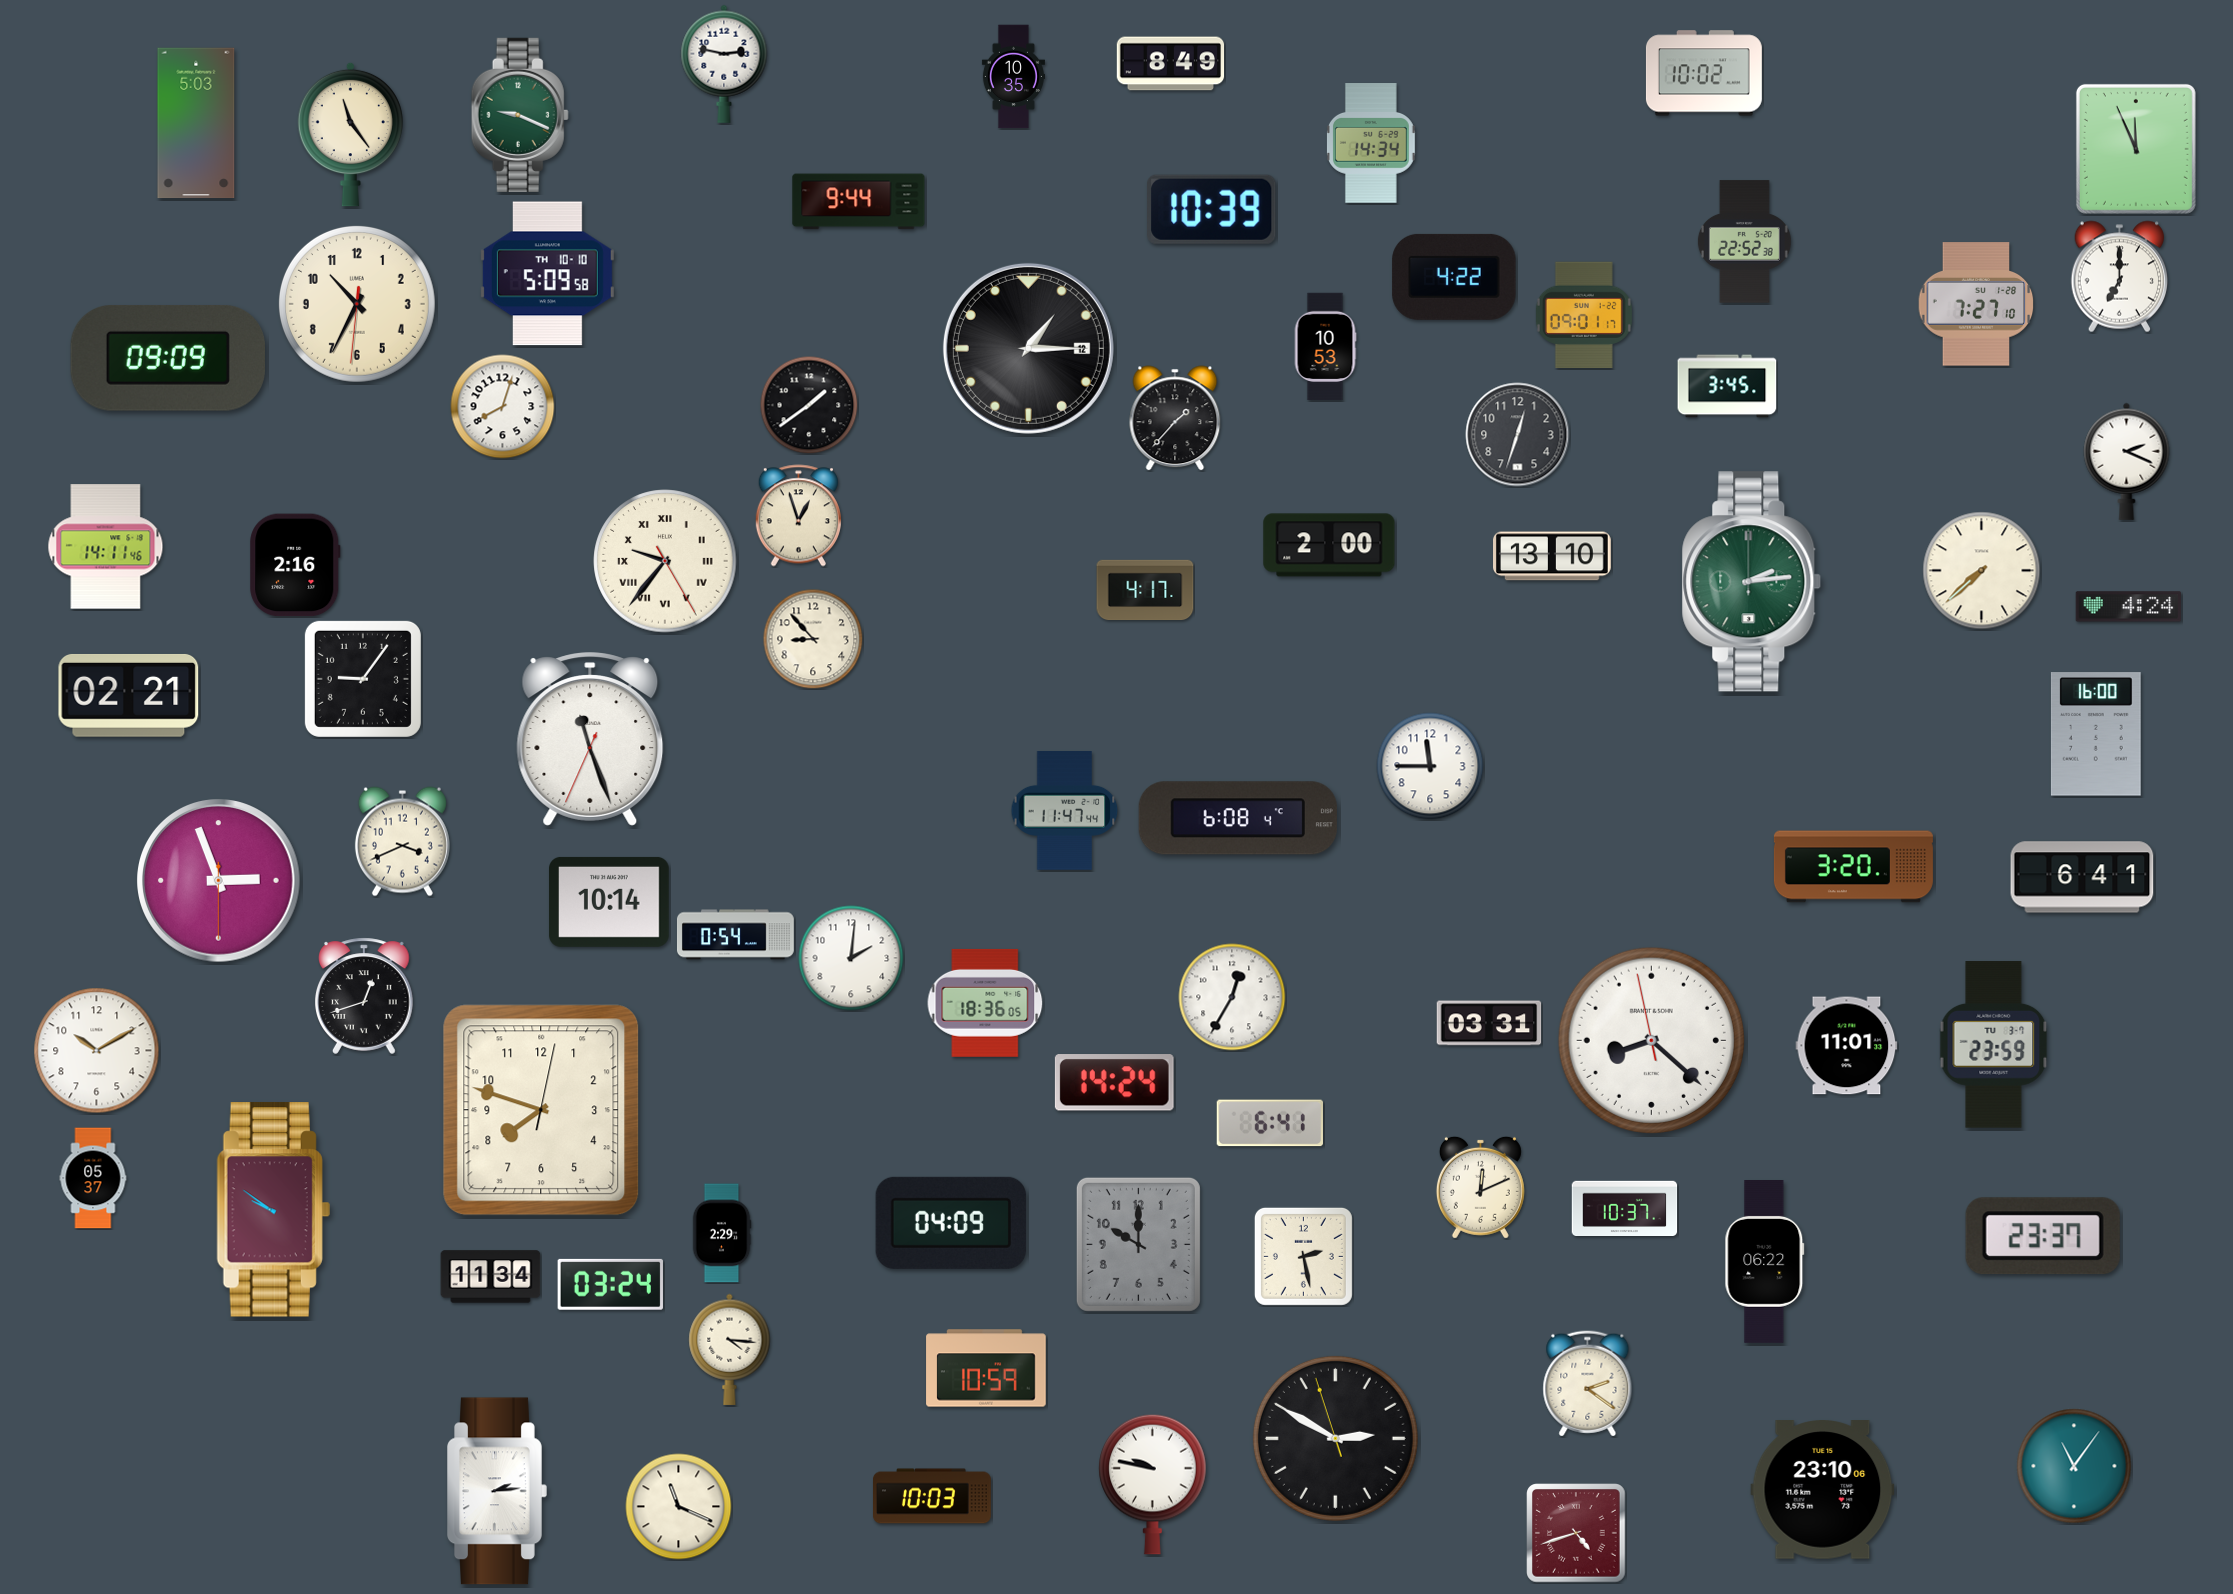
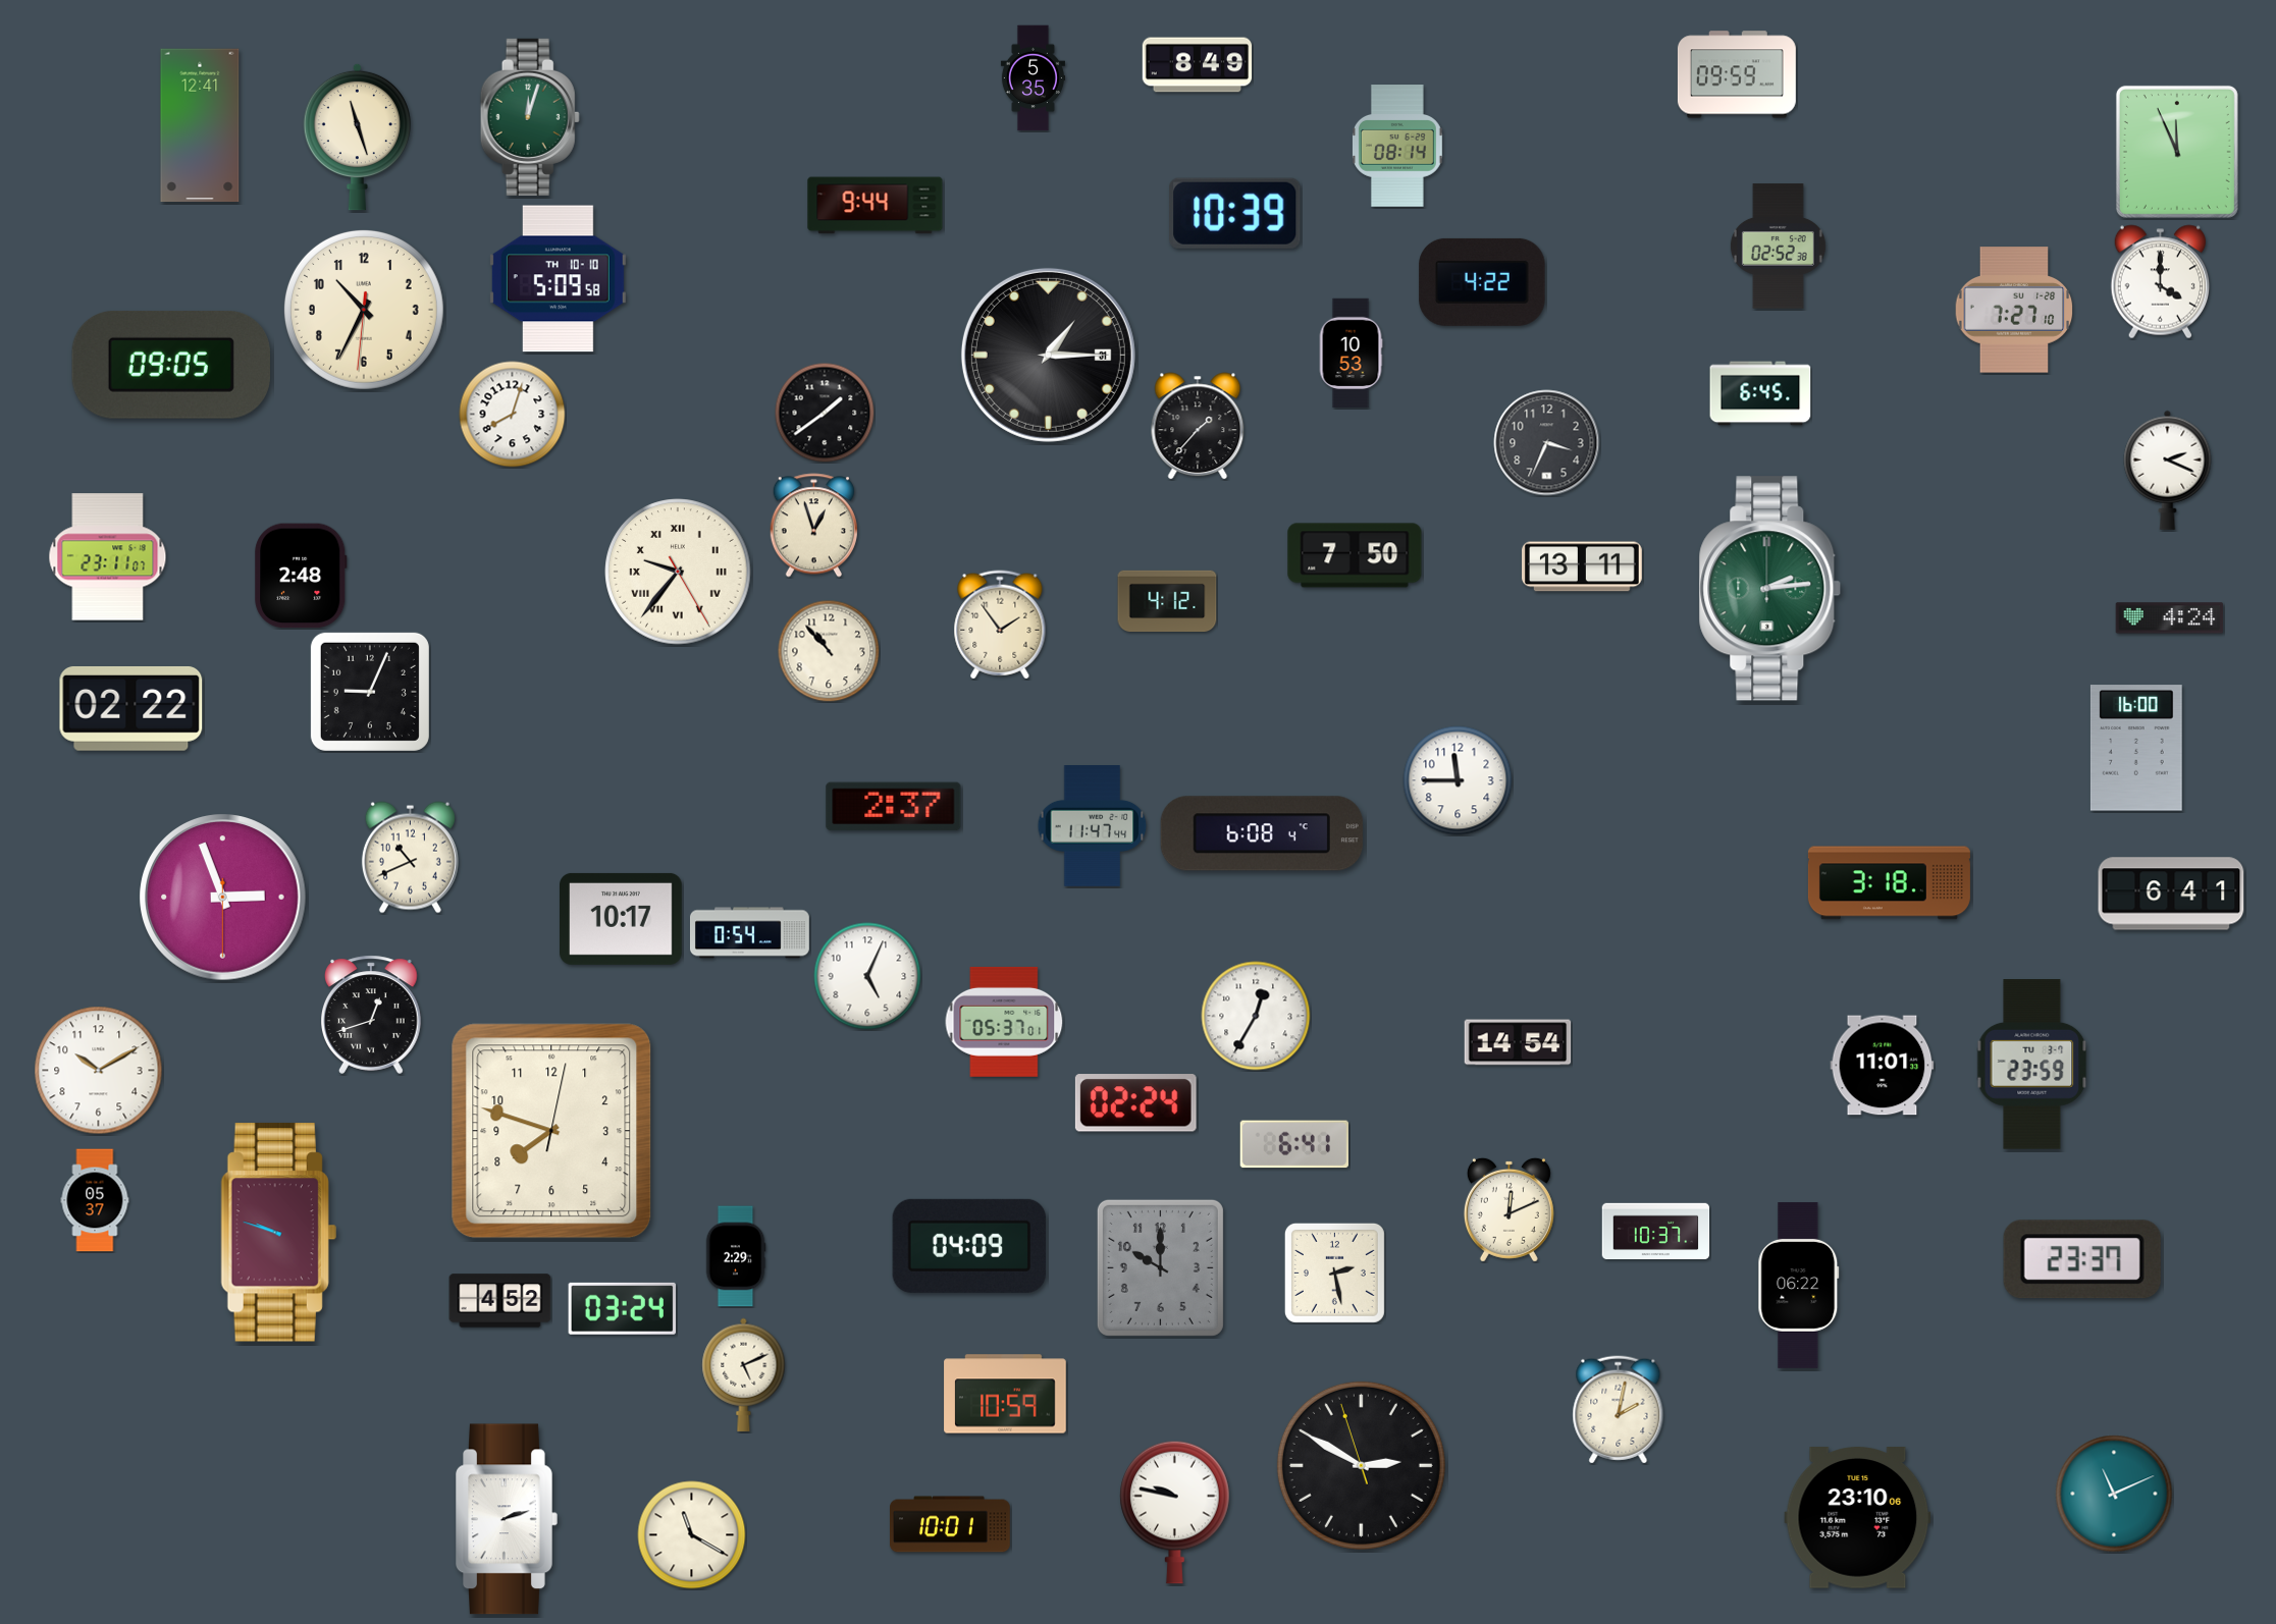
clock at (724, 64): 2:47 -> none
clock at (1171, 64) position: (1171, 64) -> (1198, 65)
clock at (1704, 73): 10:02 -> 09:59
clock at (1013, 77): 10:35 -> 5:35
clock at (520, 115): 9:19 -> 12:03
clock at (196, 123): 5:03 -> 12:41
clock at (350, 134): 11:24 -> 11:27
clock at (1371, 143): 14:34 -> 08:14
clock at (1744, 242): 22:52 -> 02:52
clock at (2119, 277): 7:00 -> 4:00
clock at (1584, 315): 09:01 -> none
clock at (1028, 348) date: 12 -> 31
clock at (168, 359): 09:09 -> 09:05
clock at (1727, 386): 3:45 -> 6:45
clock at (1518, 435): 12:33 -> 3:34
clock at (1329, 545): 2:00 -> 7:50
clock at (106, 547): 14:11 -> 23:11
clock at (1553, 556): 13:10 -> 13:11
clock at (295, 565): 2:16 -> 2:48
clock at (1982, 571): 7:38 -> none
clock at (1752, 582) position: (1752, 582) -> (1770, 589)
clock at (1145, 590): 4:17 -> 4:12
clock at (1000, 625): none -> 1:54
clock at (813, 639): 8:53 -> 10:53
clock at (363, 679): 9:06 -> 9:04
clock at (129, 695): 02:21 -> 02:22
clock at (590, 739): 11:26 -> none
clock at (894, 807): none -> 2:37
clock at (1065, 811) position: (1065, 811) -> (1093, 826)
clock at (402, 842): 3:41 -> 10:41
clock at (1853, 867): 3:20 -> 3:18
clock at (2082, 877) position: (2082, 877) -> (2171, 894)
clock at (609, 902): 10:14 -> 10:17
clock at (735, 935) position: (735, 935) -> (749, 933)
clock at (851, 958): 2:01 -> 5:04
clock at (985, 1003): 18:36 -> 05:37
clock at (1489, 1023): 03:31 -> 14:54
clock at (1651, 1040): 8:21 -> none
clock at (1114, 1083): 14:24 -> 02:24
clock at (273, 1210): 9:51 -> 9:48
clock at (1303, 1256) position: (1303, 1256) -> (1334, 1273)
clock at (491, 1277): 11:34 -> 4:52
clock at (730, 1349): 4:16 -> 5:11
clock at (1588, 1384): 2:21 -> 2:02
clock at (2074, 1466): 11:06 -> 11:11
clock at (497, 1491): 2:14 -> 2:12
clock at (933, 1496): 10:03 -> 10:01
clock at (679, 1507): 11:19 -> 11:20
clock at (1576, 1533): 4:42 -> none
